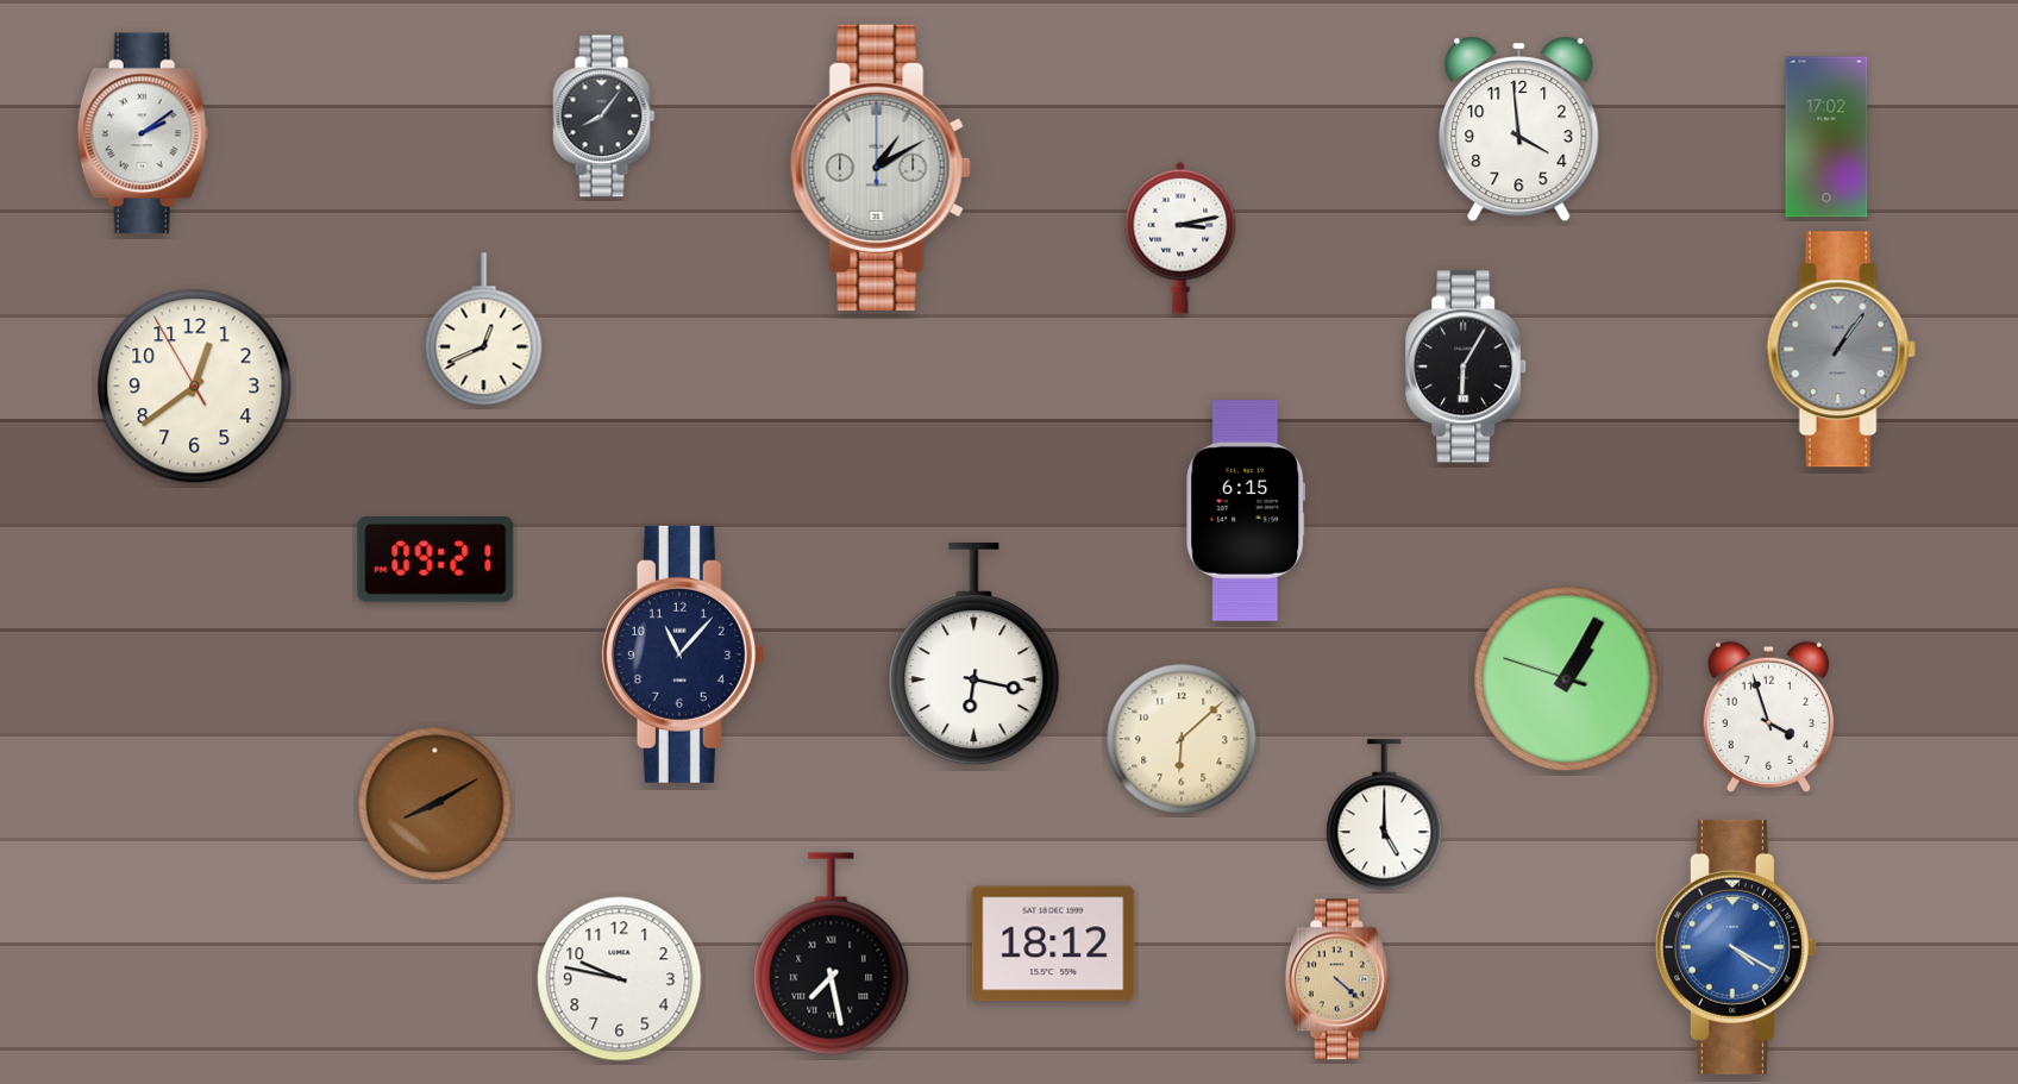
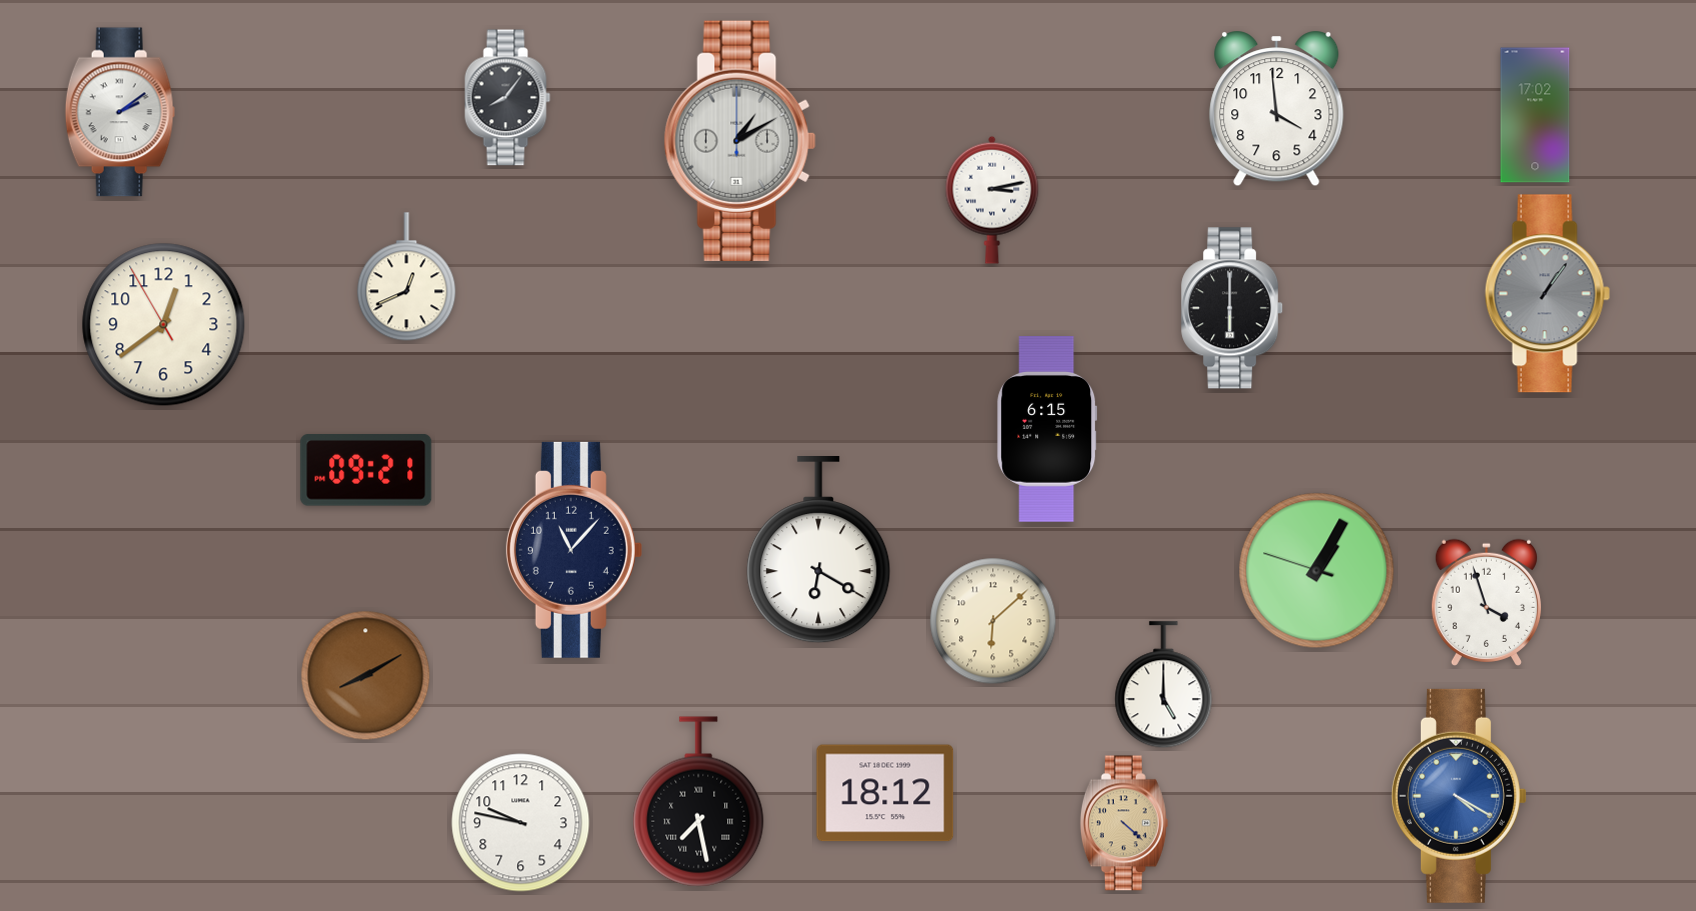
clock at (1467, 366): 6:05 -> 6:00
clock at (974, 656): 6:17 -> 6:20
